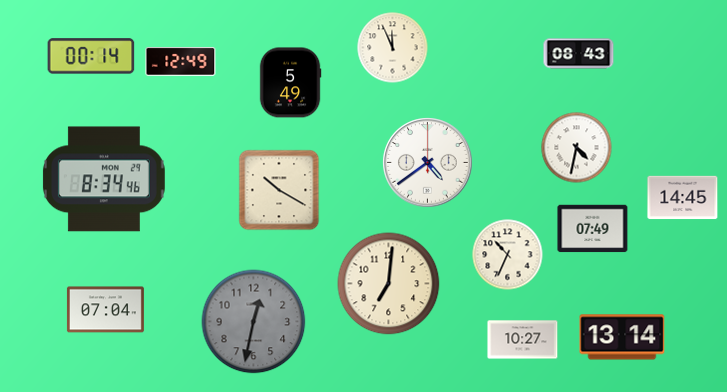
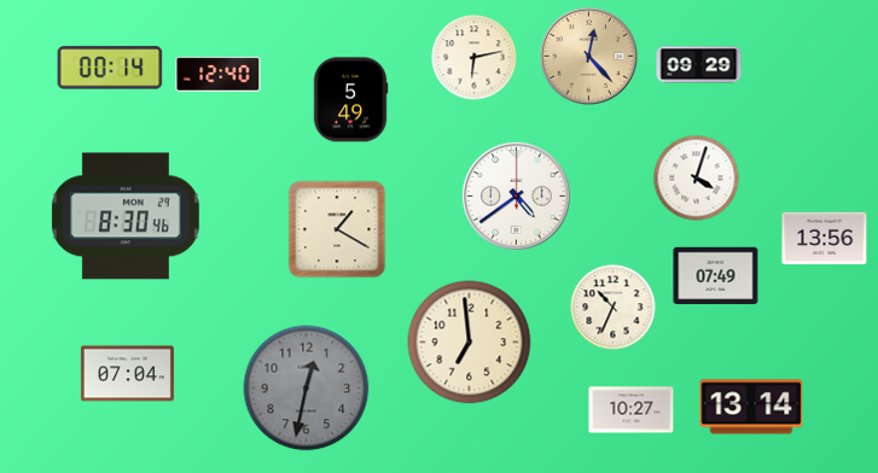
clock at (589, 57): none -> 12:23
clock at (393, 48): 11:56 -> 6:13
clock at (579, 54): 08:43 -> 09:29
clock at (181, 62): 12:49 -> 12:40
clock at (577, 148): 4:32 -> 4:03
clock at (104, 179): 8:34 -> 8:30
clock at (279, 190): 10:20 -> 1:20
clock at (683, 198): 14:45 -> 13:56
clock at (389, 284): 7:01 -> 6:59
